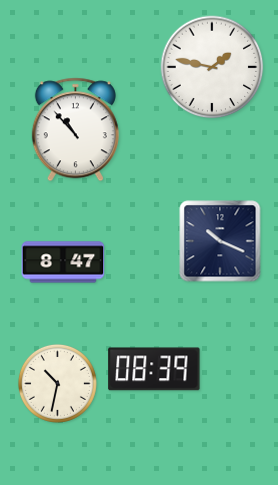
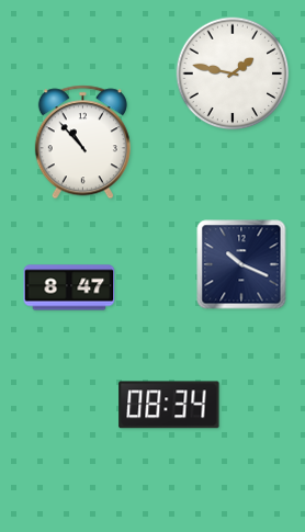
clock at (154, 369): 08:39 -> 08:34
clock at (57, 383): 10:32 -> none
